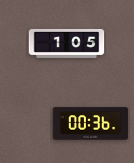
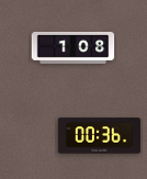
clock at (67, 43): 1:05 -> 1:08
